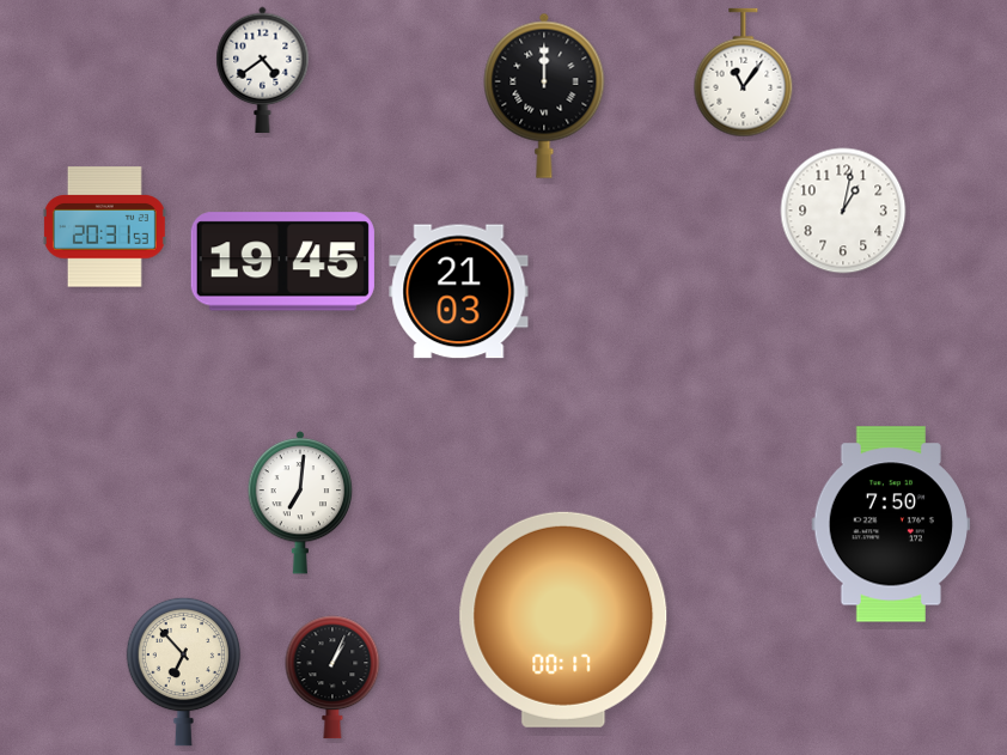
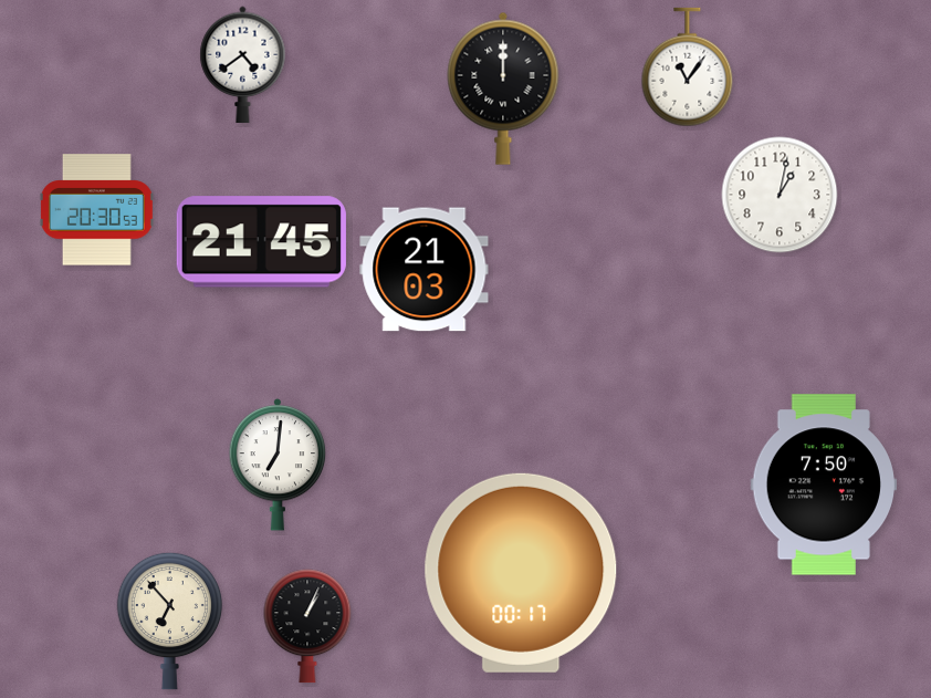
clock at (104, 227): 20:31 -> 20:30
clock at (282, 262): 19:45 -> 21:45
